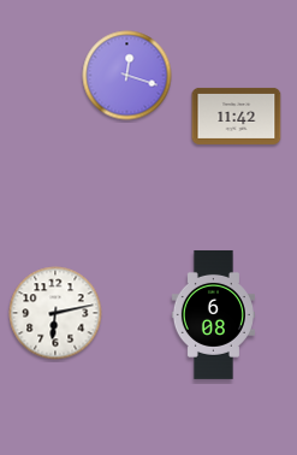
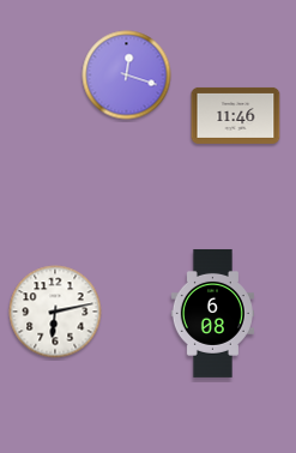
clock at (237, 116): 11:42 -> 11:46
